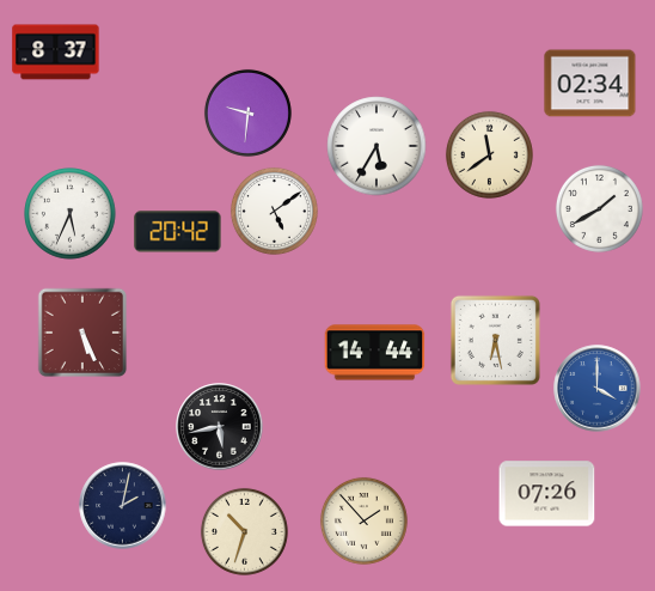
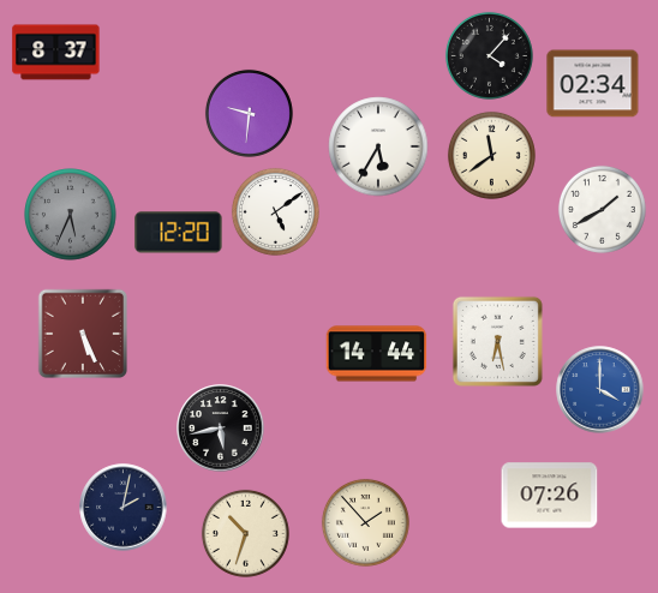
clock at (489, 55): none -> 4:07
clock at (71, 214) dial: white -> grey
clock at (178, 232): 20:42 -> 12:20
